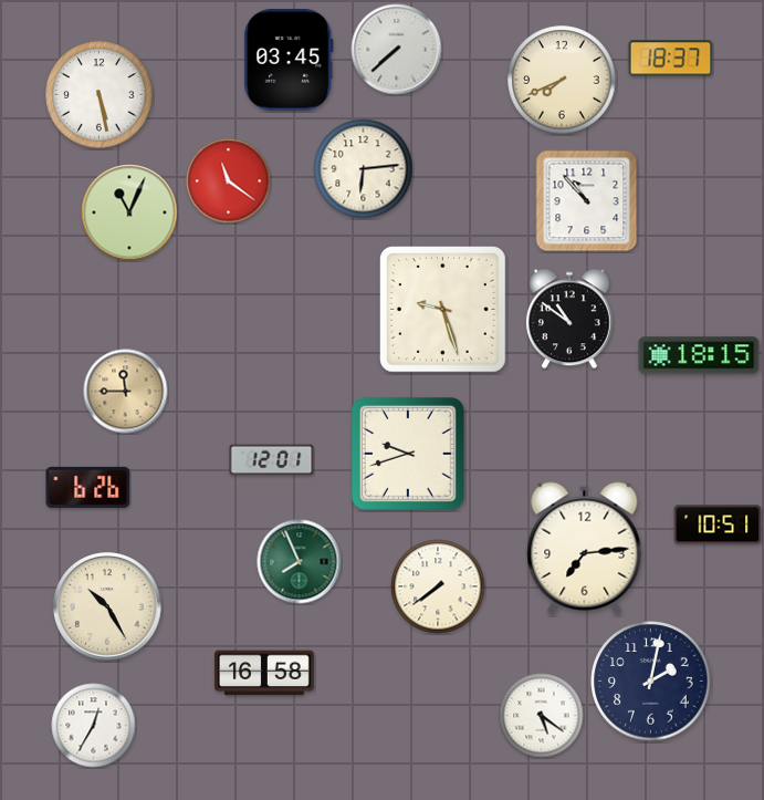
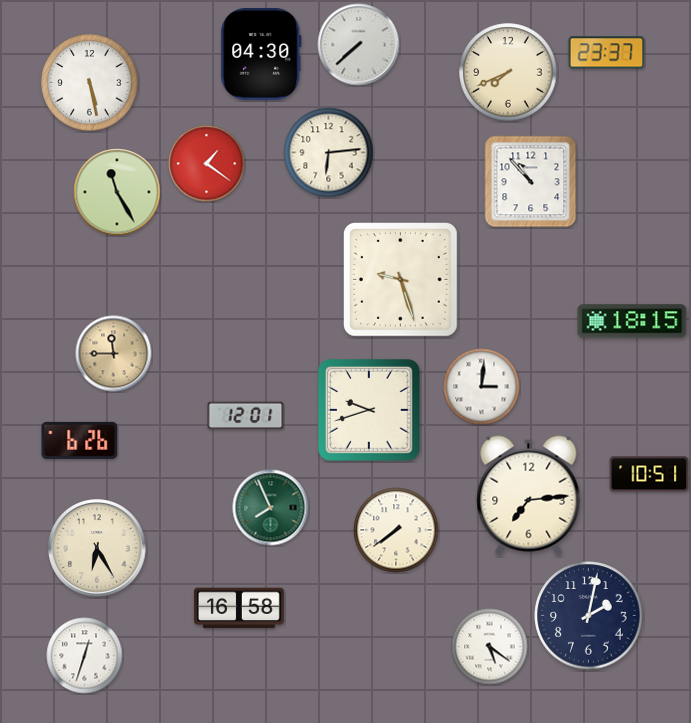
clock at (671, 59): 18:37 -> 23:37
clock at (289, 61): 03:45 -> 04:30
clock at (100, 95) position: (100, 95) -> (90, 83)
clock at (229, 181): 11:21 -> 1:21
clock at (129, 212): 11:04 -> 11:25
clock at (569, 319): 10:51 -> none
clock at (482, 387): none -> 3:01
clock at (107, 606): 10:25 -> 6:25
clock at (94, 726): 12:35 -> 12:33
